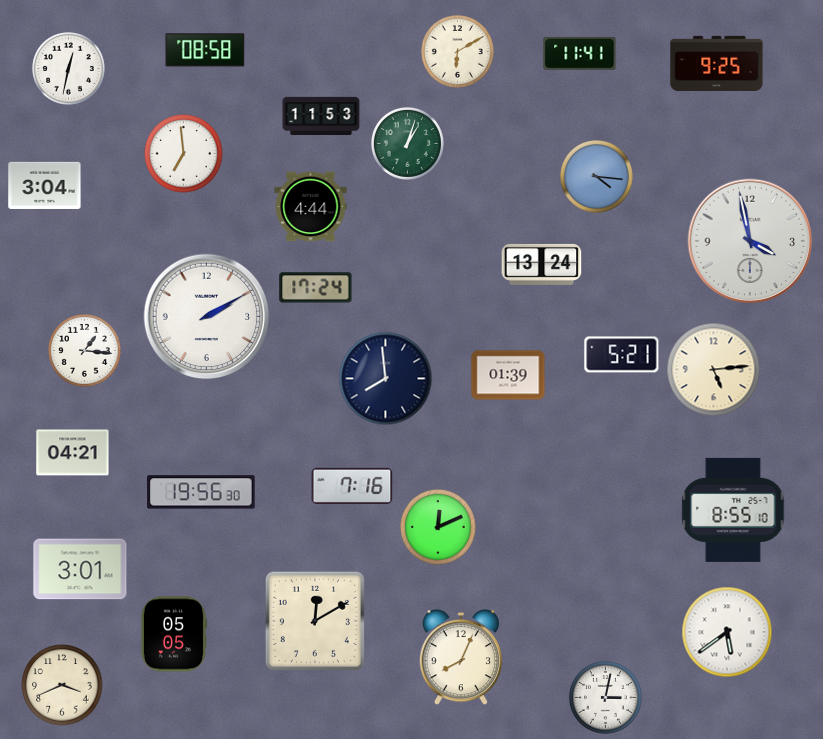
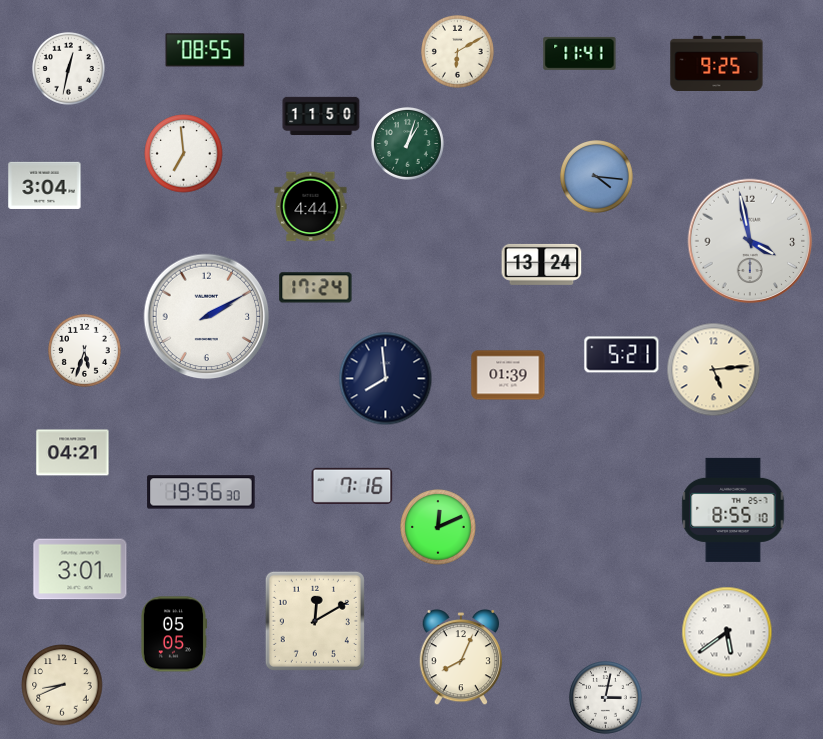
clock at (205, 50): 08:58 -> 08:55
clock at (321, 116): 11:53 -> 11:50
clock at (85, 351): 1:16 -> 5:33
clock at (62, 685): 3:41 -> 8:41
